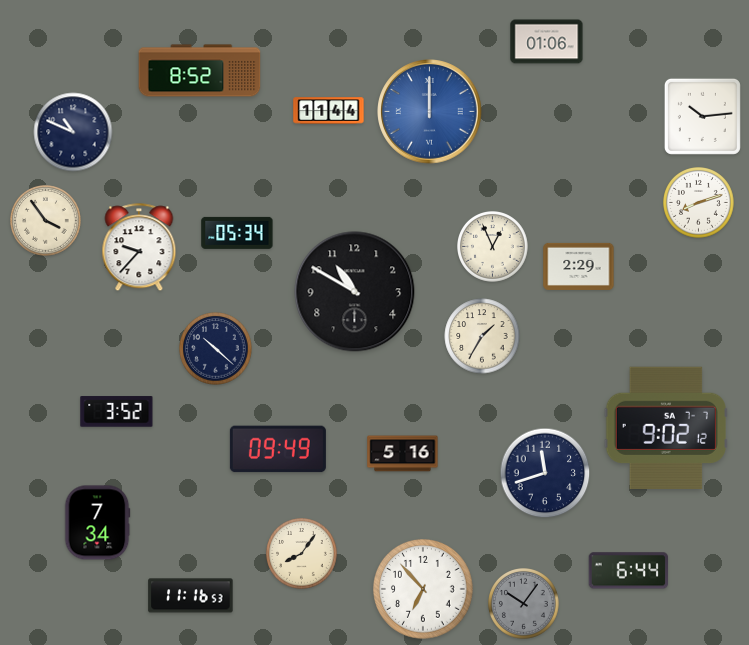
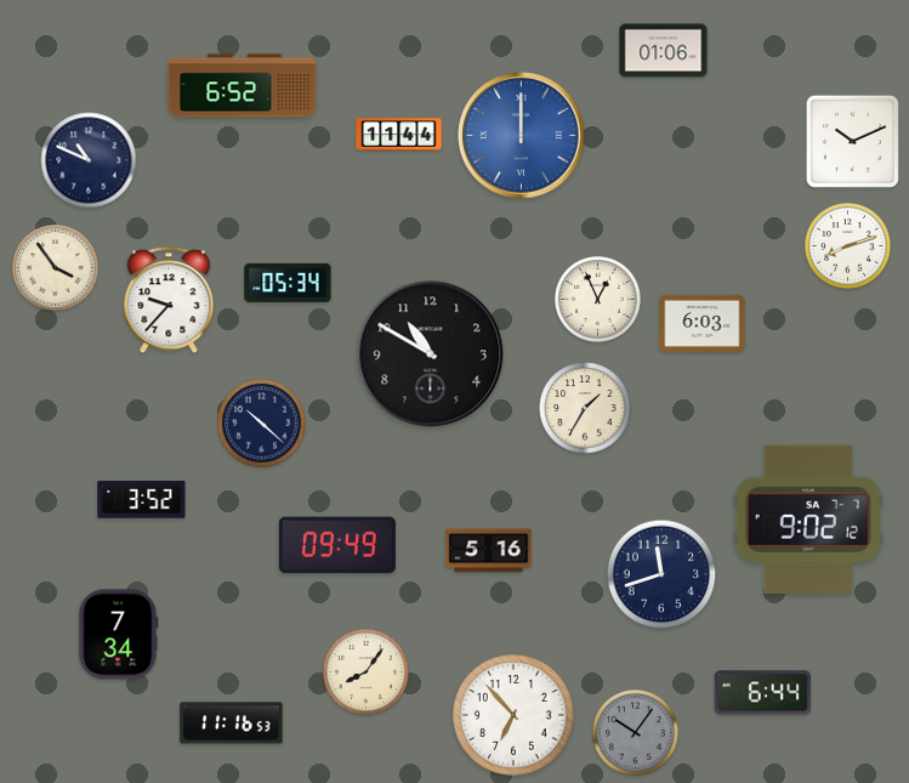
clock at (200, 71): 8:52 -> 6:52
clock at (702, 116): 10:14 -> 10:11
clock at (579, 266): 2:29 -> 6:03
